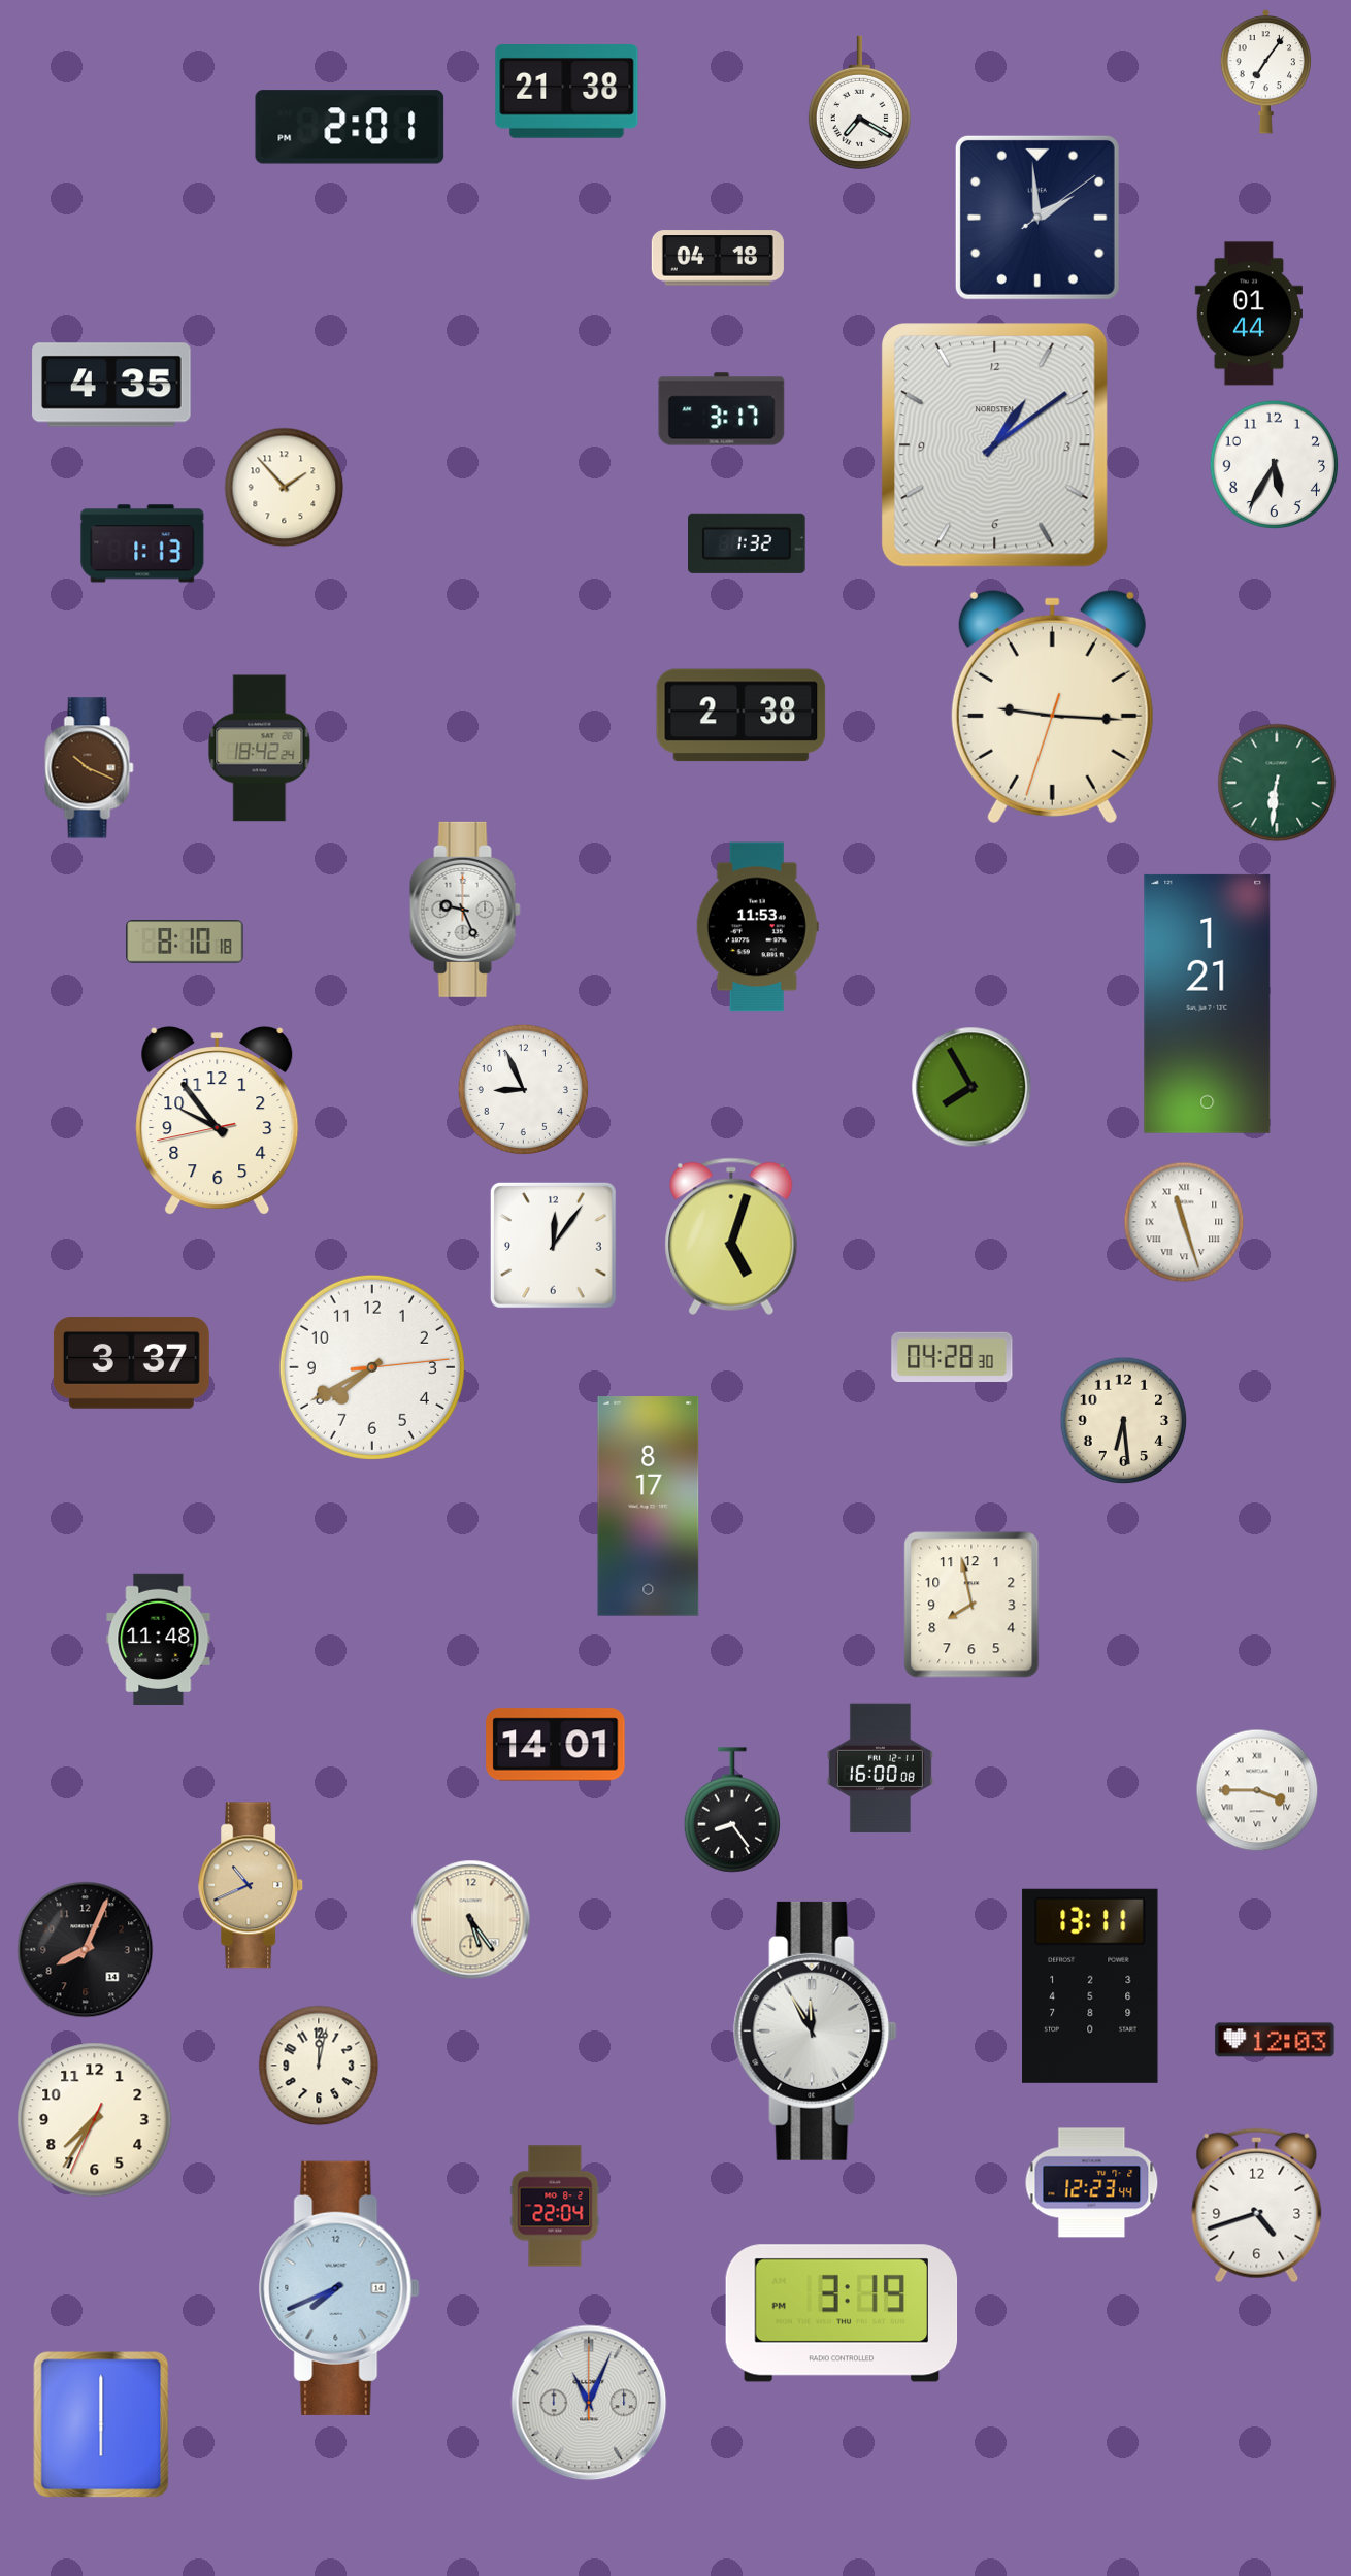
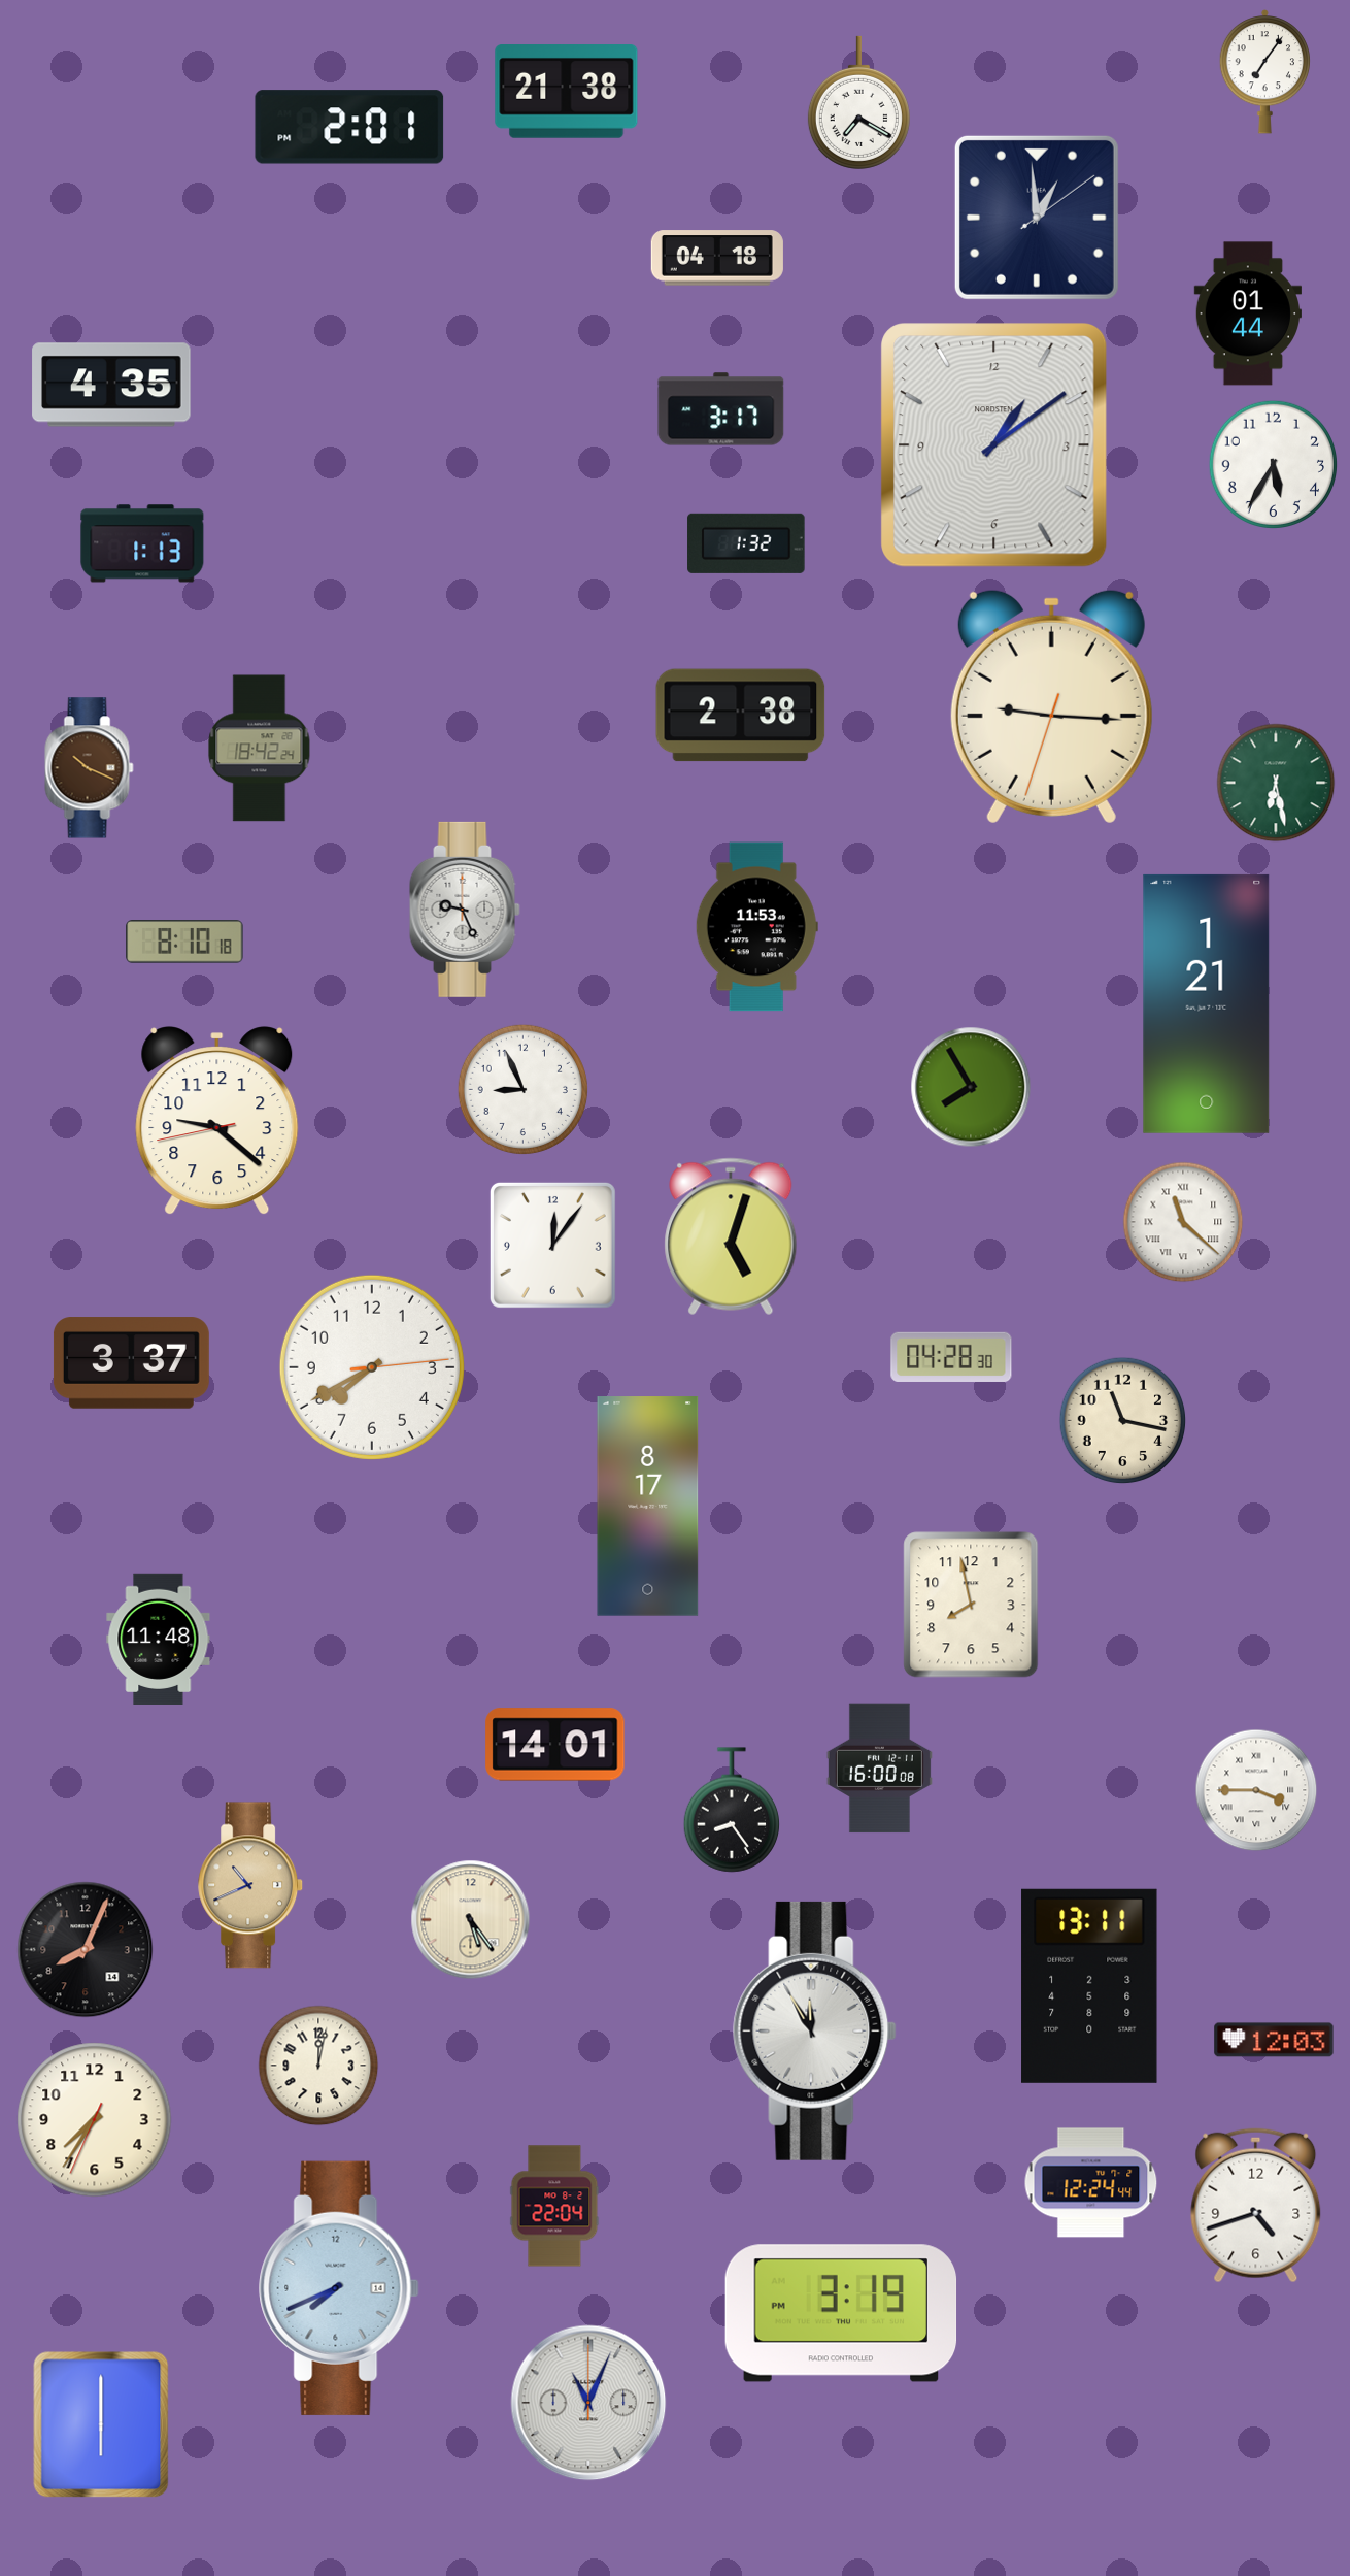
clock at (1037, 218): 1:59 -> 12:59
clock at (285, 488): 1:53 -> none
clock at (1277, 783): 6:31 -> 6:28
clock at (218, 1121): 9:53 -> 9:21
clock at (1184, 1222): 11:27 -> 11:22
clock at (1124, 1421): 6:29 -> 11:17
clock at (1092, 2183): 12:23 -> 12:24
